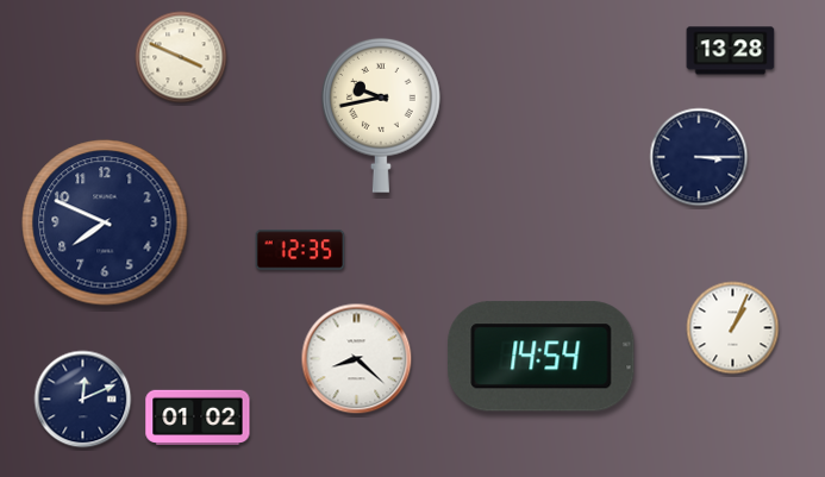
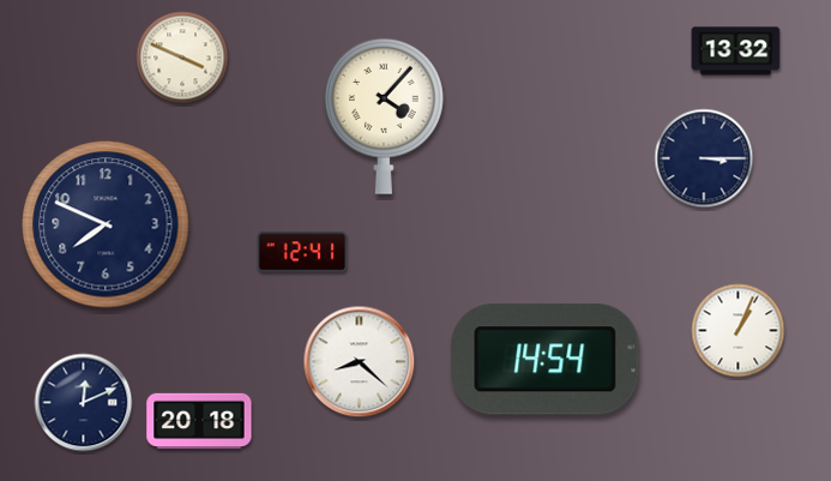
clock at (731, 51): 13:28 -> 13:32
clock at (381, 115): 9:43 -> 4:07
clock at (300, 250): 12:35 -> 12:41
clock at (198, 416): 01:02 -> 20:18
